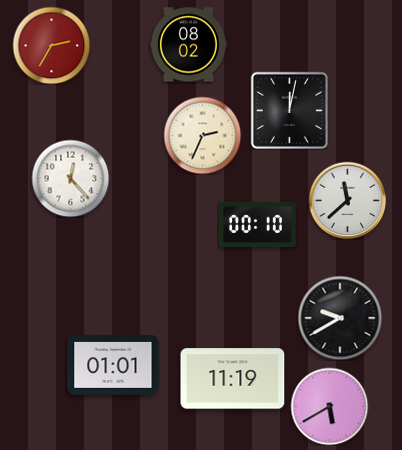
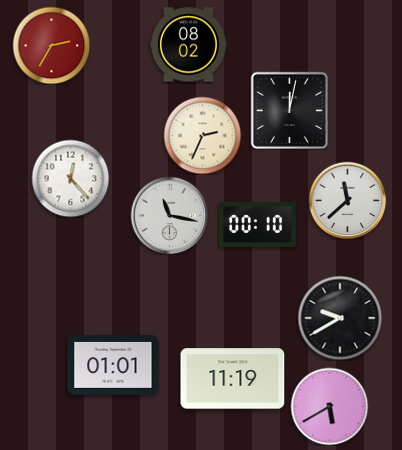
clock at (169, 215): none -> 11:17
